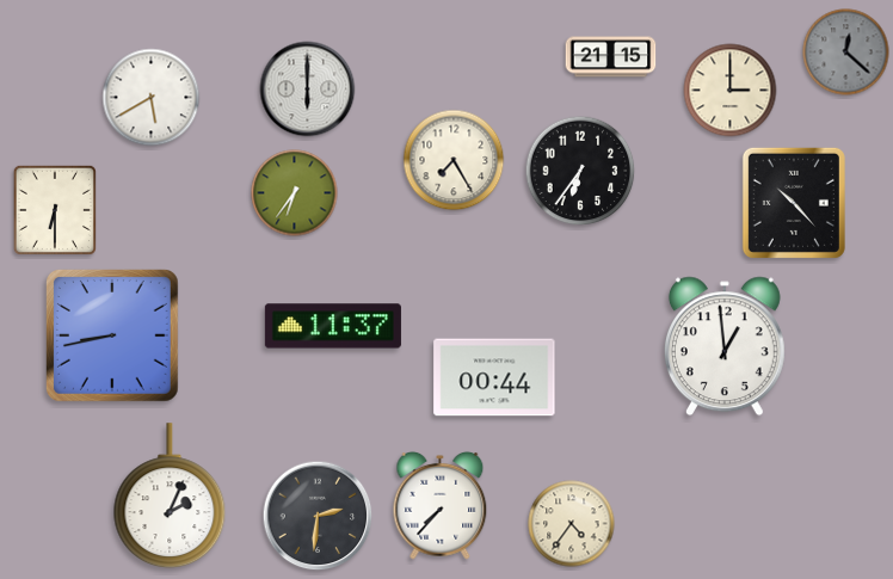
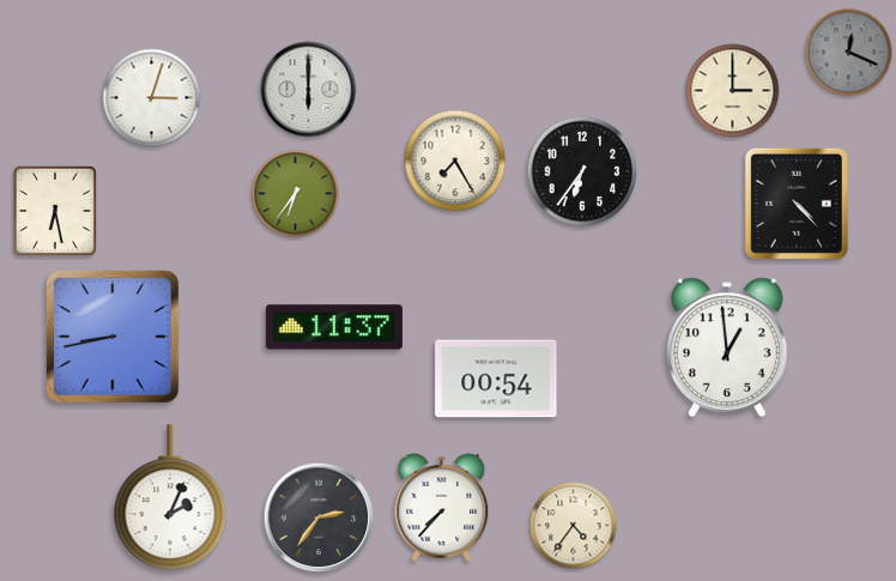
clock at (846, 53): 12:22 -> 12:19
clock at (611, 57): 21:15 -> none
clock at (152, 98): 5:40 -> 3:03
clock at (794, 203): 10:23 -> 4:23
clock at (54, 209): 6:30 -> 6:28
clock at (494, 377): 00:44 -> 00:54
clock at (318, 516): 2:31 -> 2:36
